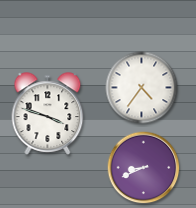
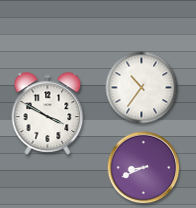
clock at (142, 88): 4:36 -> 10:36
clock at (48, 114): 3:48 -> 3:50
